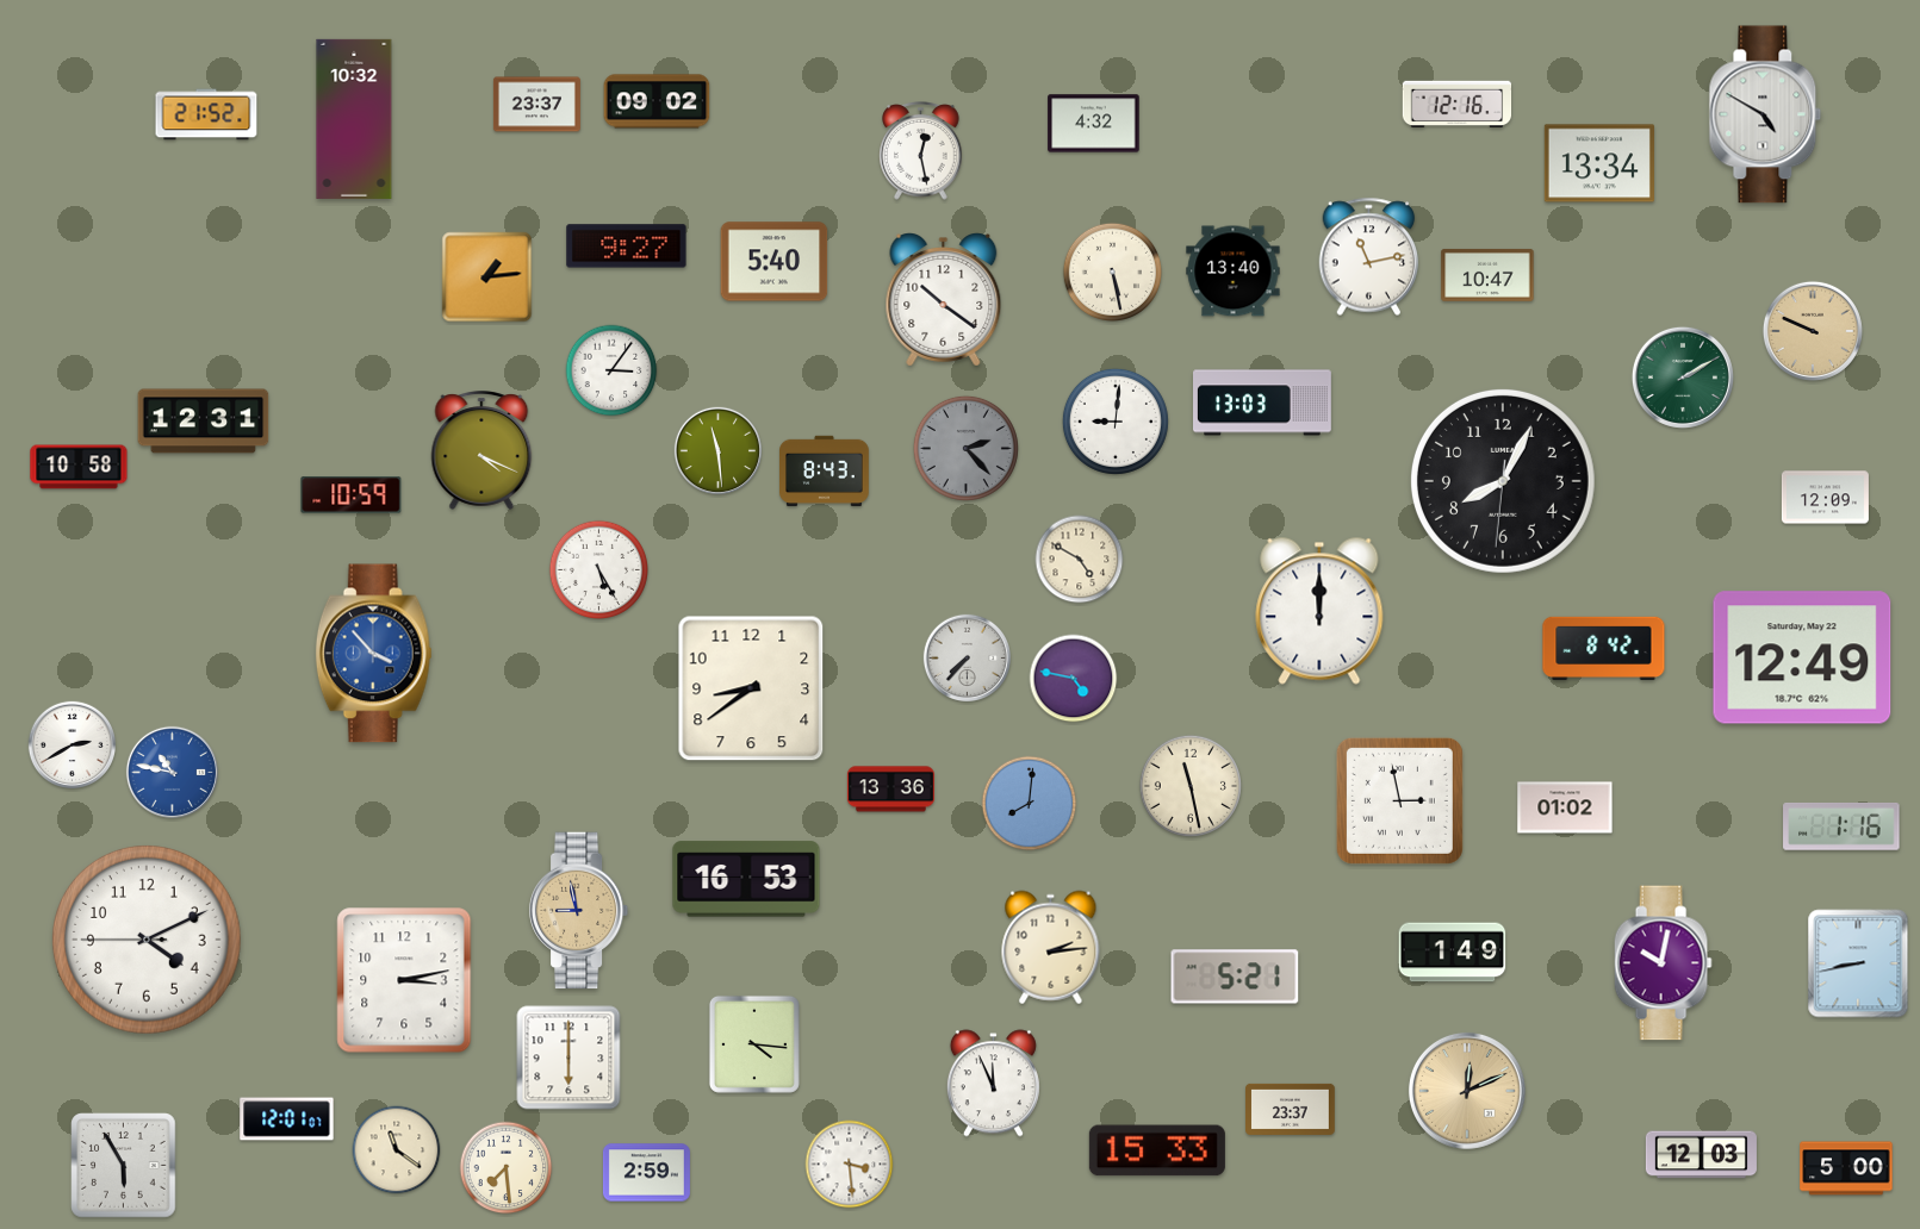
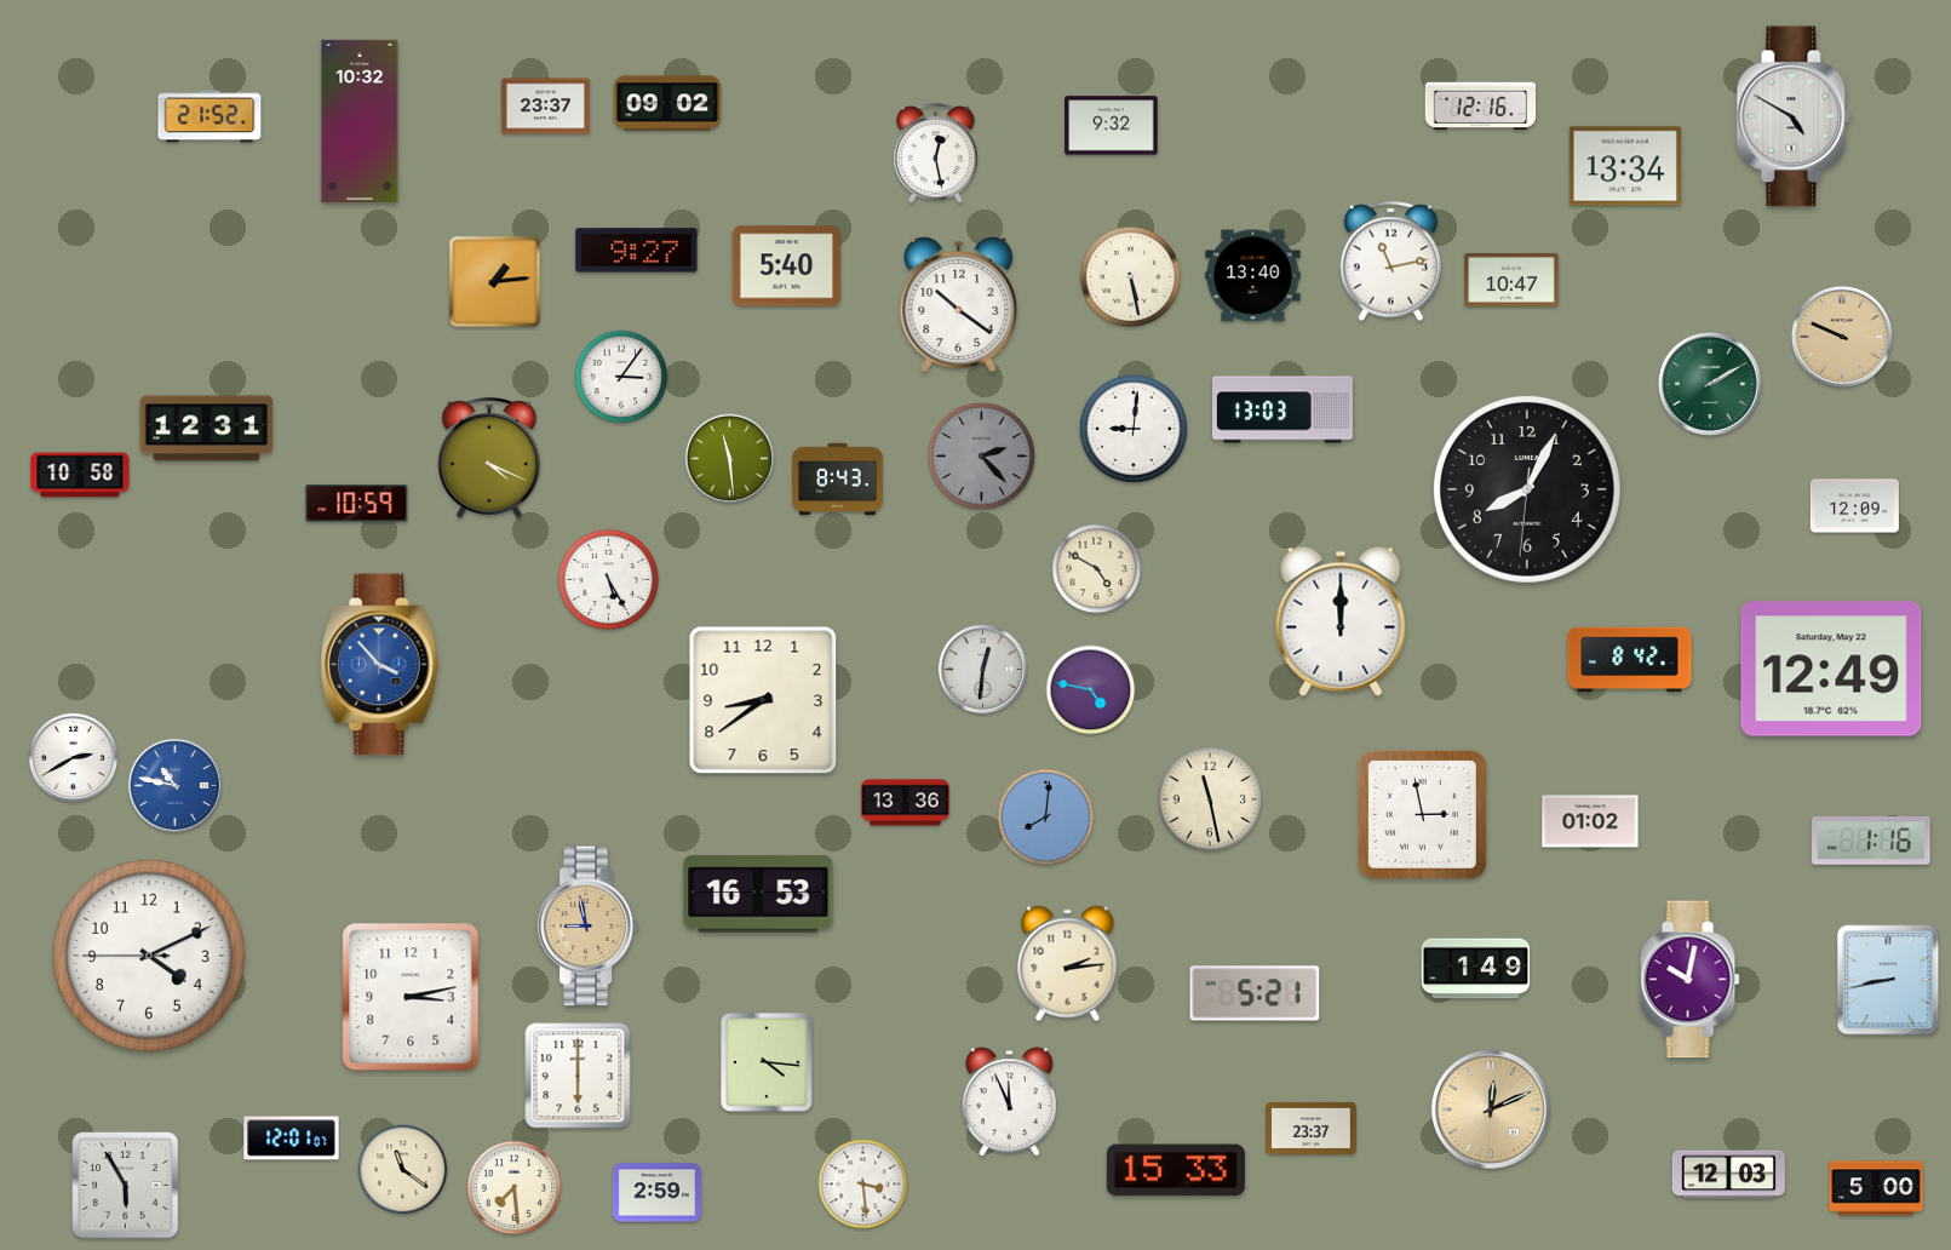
clock at (1094, 124): 4:32 -> 9:32
clock at (967, 657): 7:37 -> 12:31
